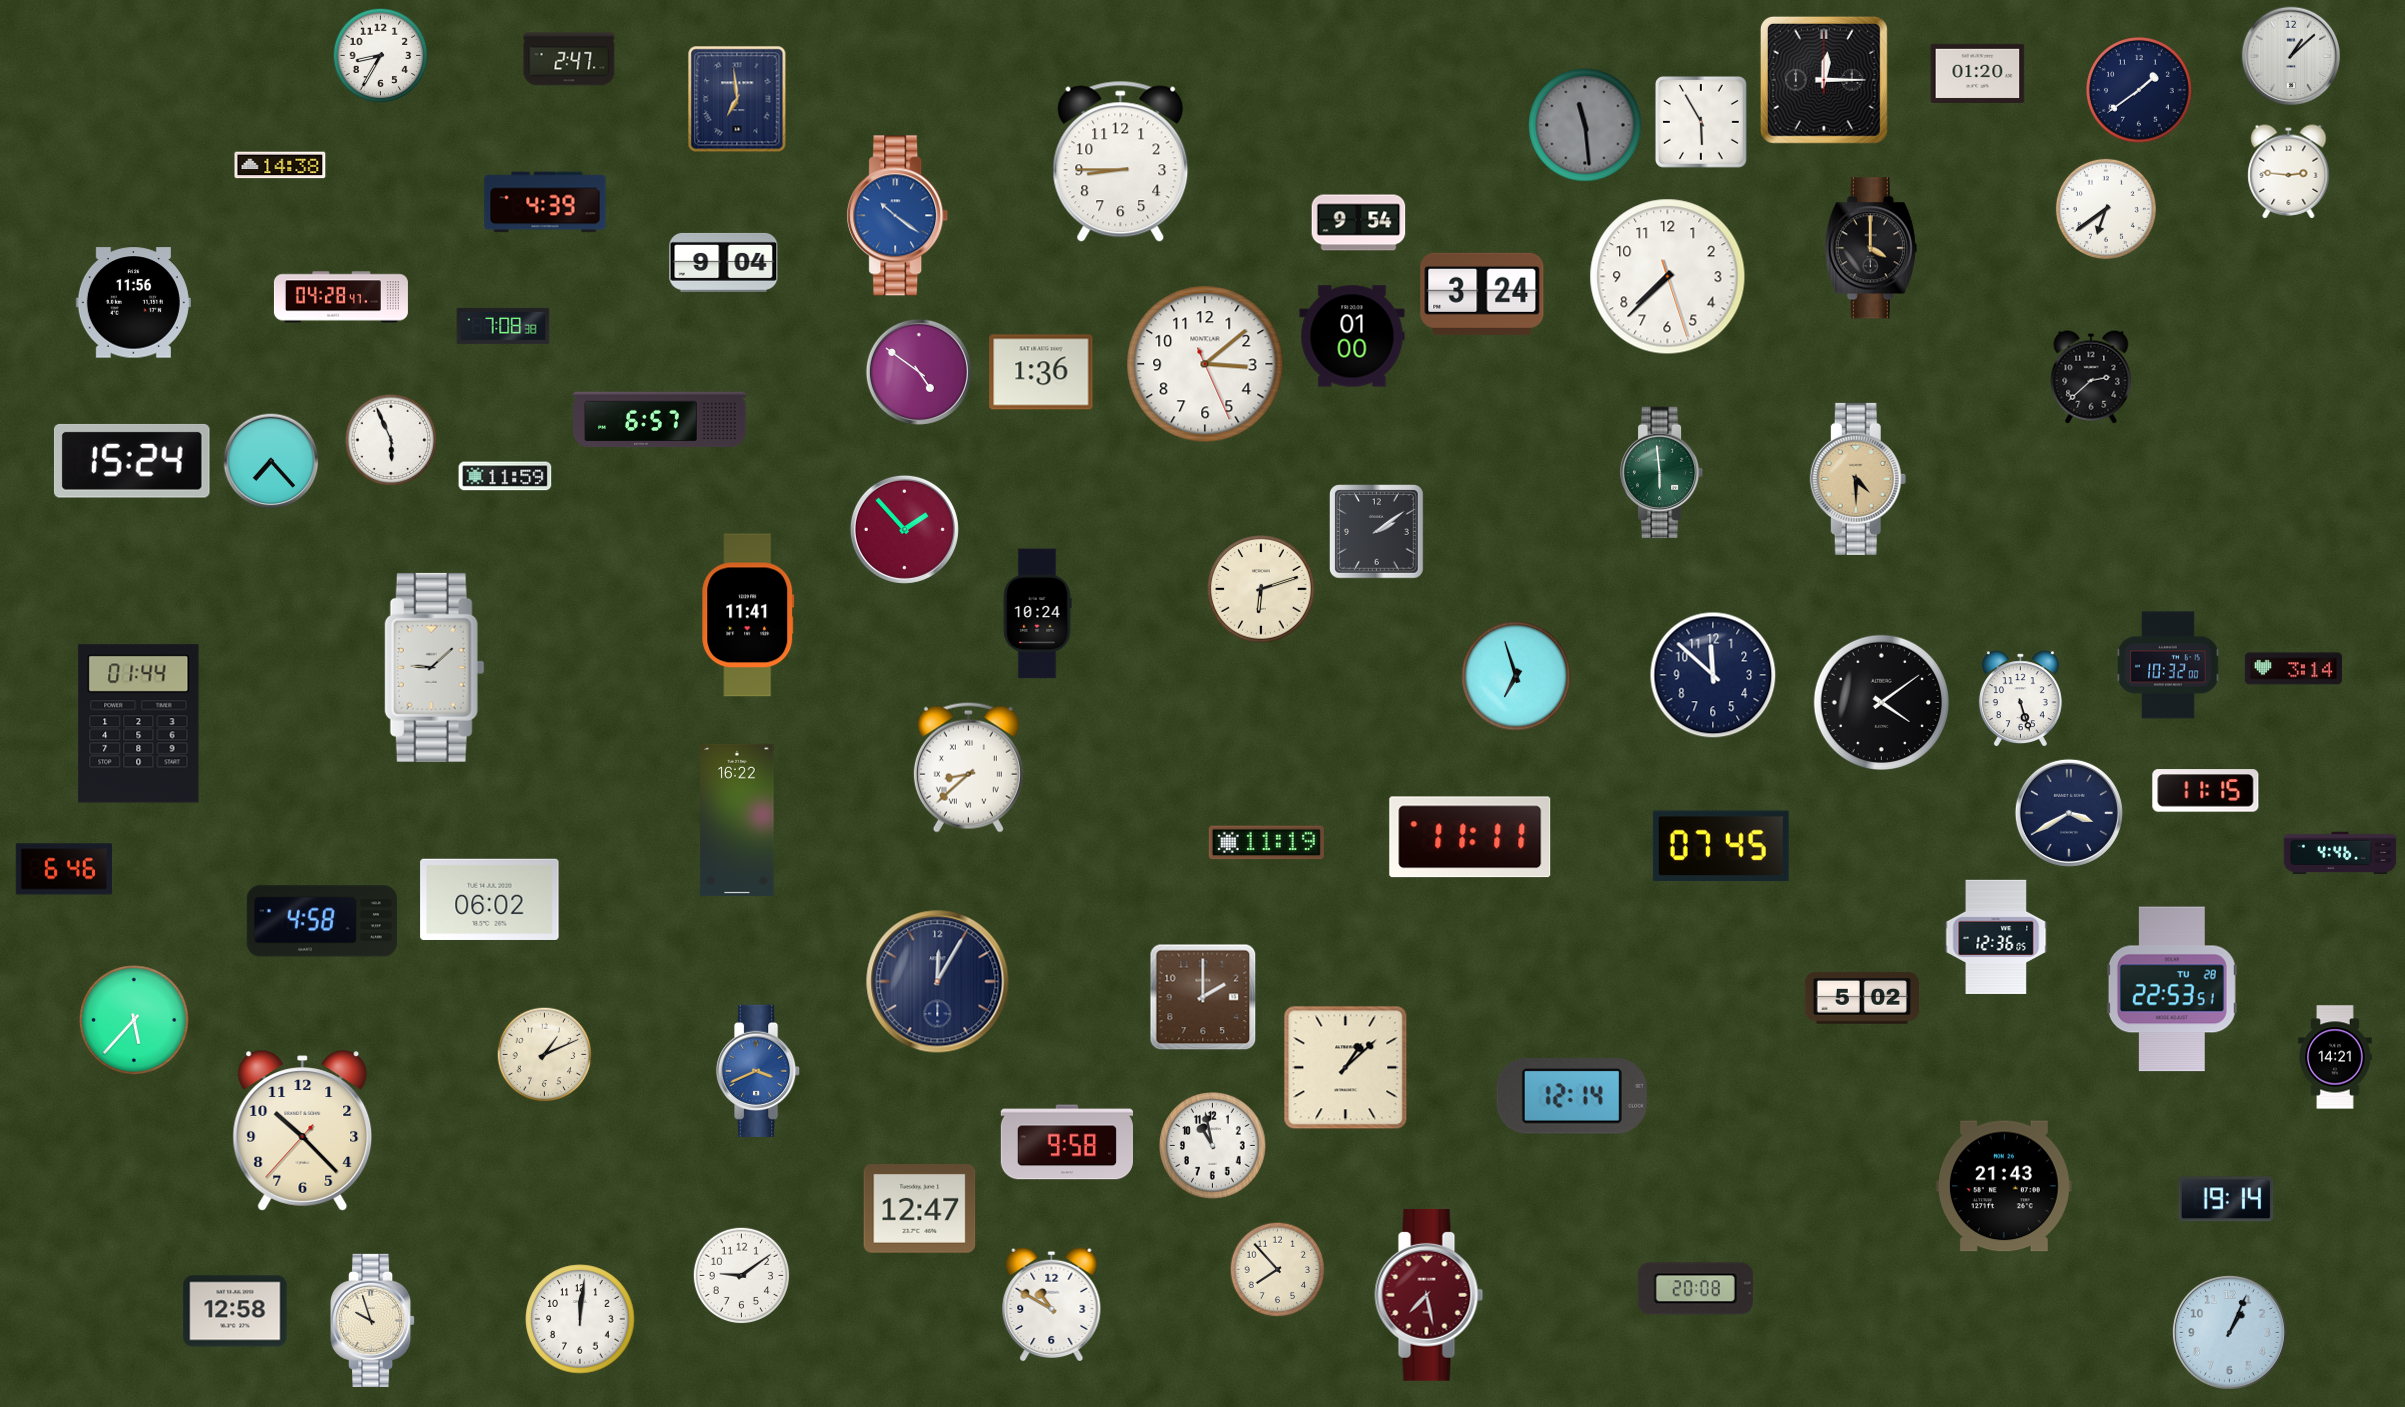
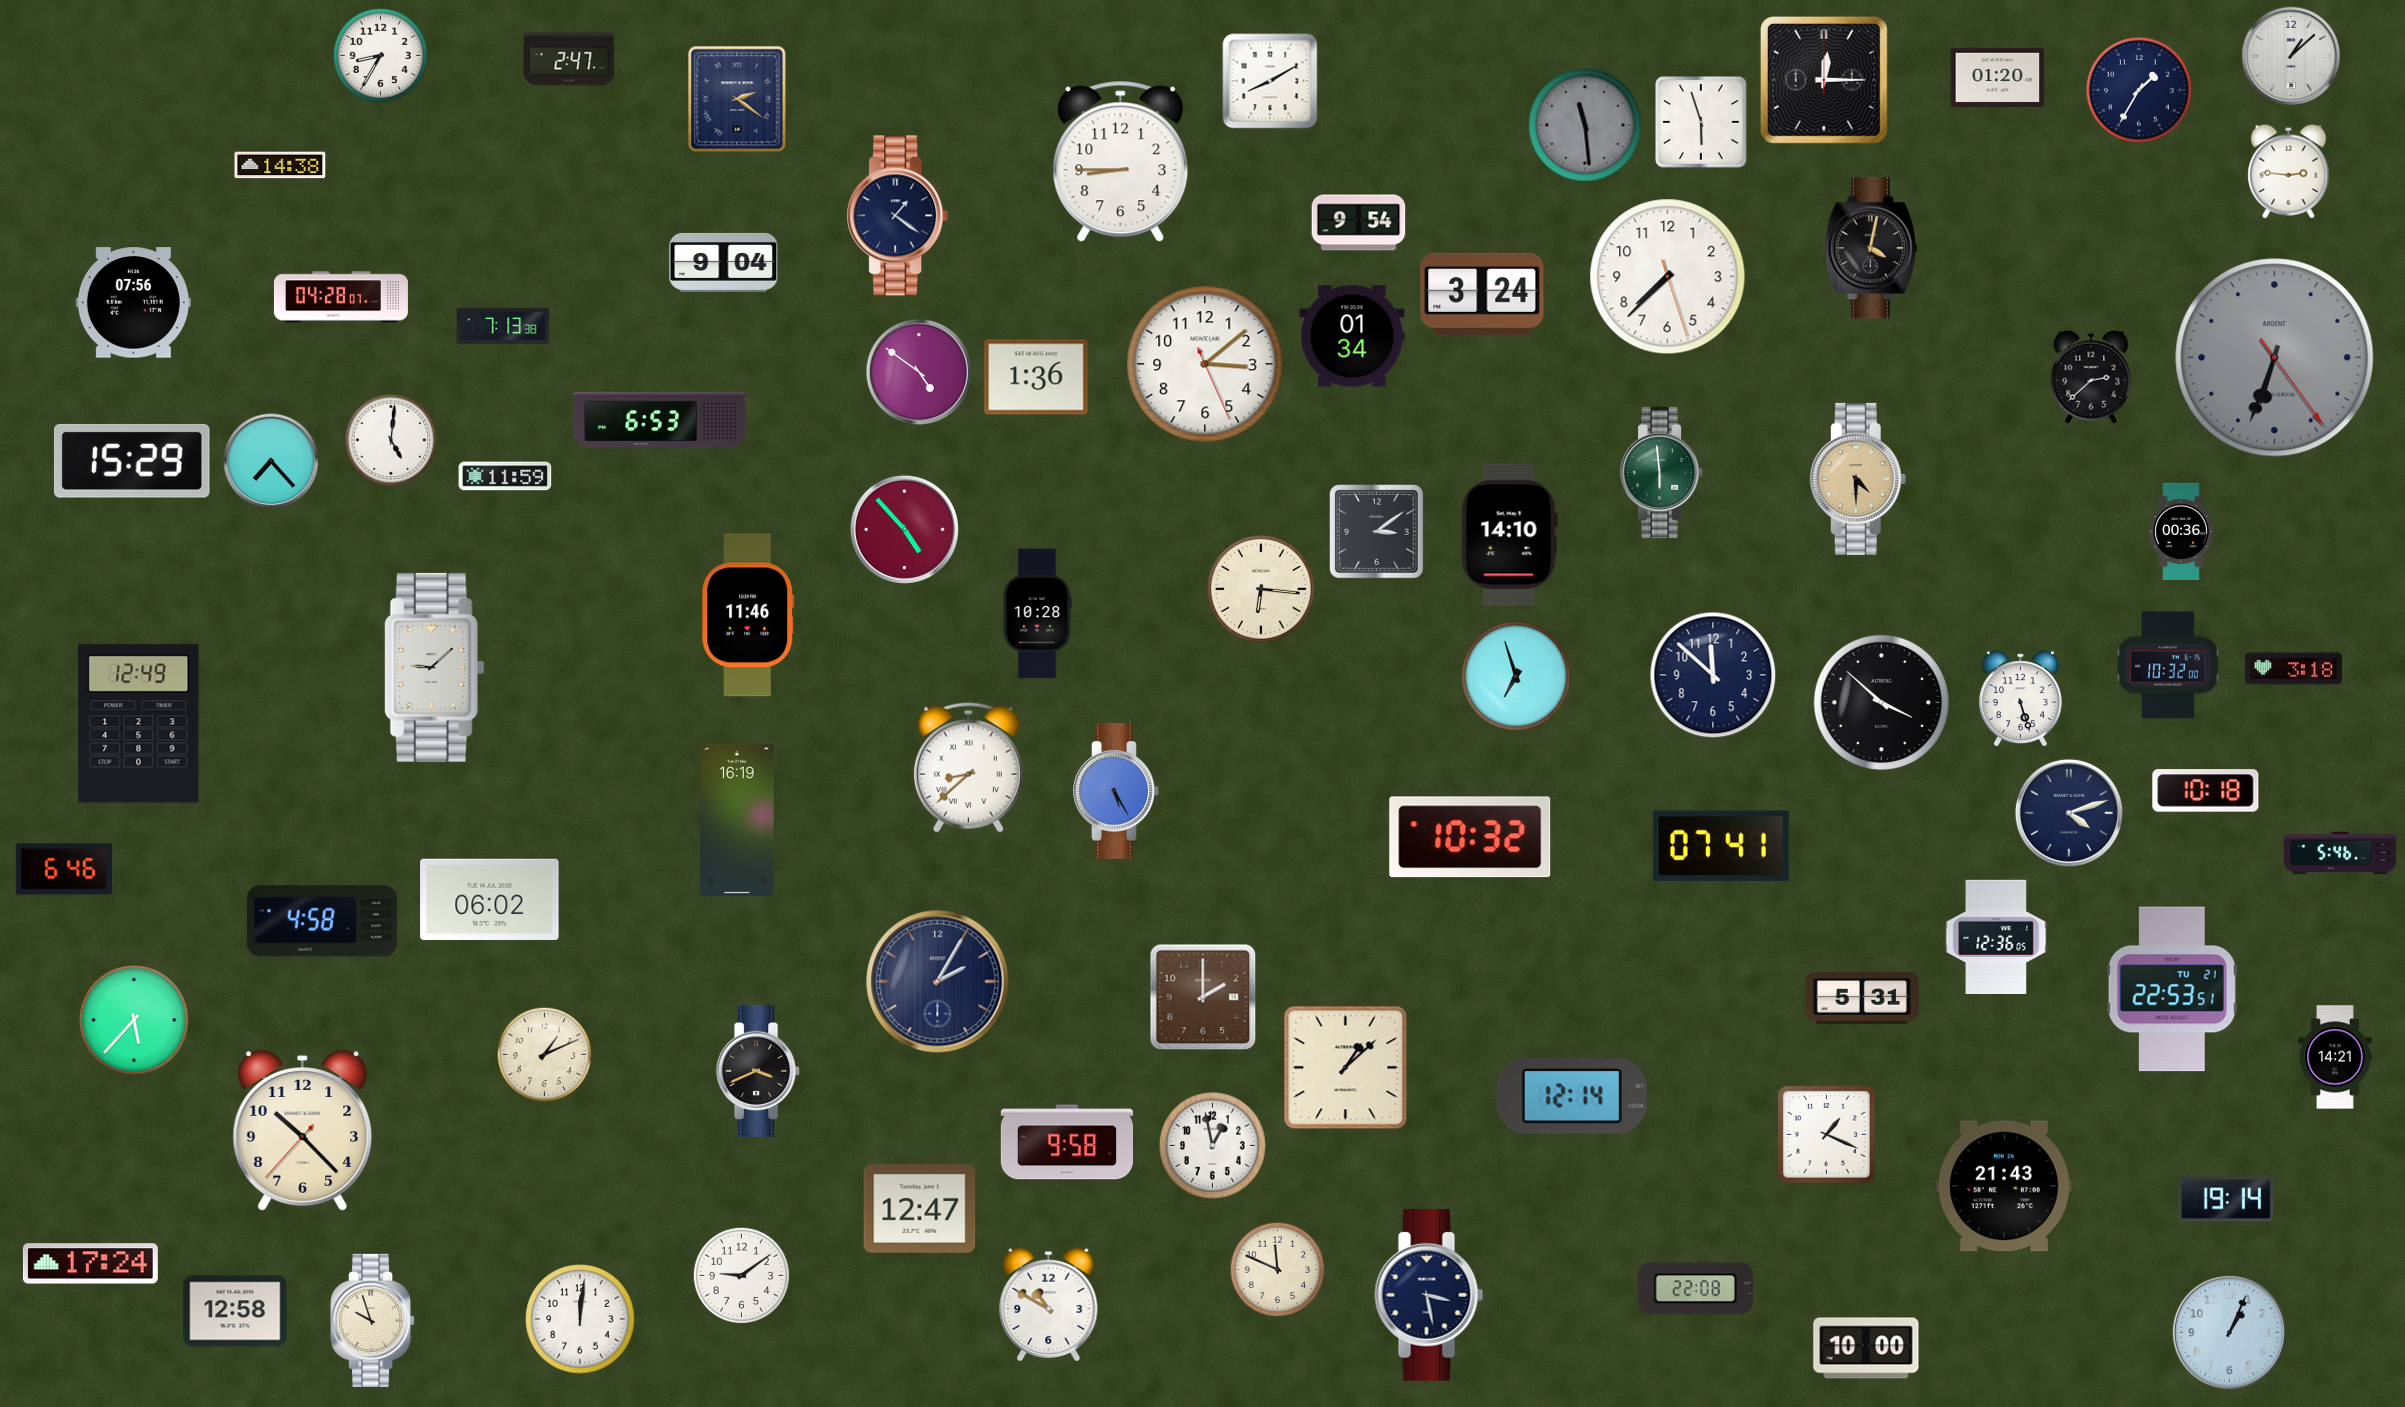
clock at (1978, 73) position: (1978, 73) -> (1998, 77)
clock at (1270, 81): none -> 8:10
clock at (2140, 91): 1:39 -> 1:35
clock at (737, 99): 6:59 -> 2:21
clock at (1701, 122): 5:55 -> 5:57
clock at (545, 202): 4:39 -> none
clock at (2106, 209): 6:39 -> none
clock at (898, 216): 10:21 -> 1:21
clock at (898, 216) dial: blue -> navy
clock at (1871, 248): 4:00 -> 4:02
clock at (341, 297): 04:28:47 -> 04:28:07
clock at (133, 303): 11:56 -> 07:56
clock at (503, 326): 7:08 -> 7:13
clock at (1352, 336): 01:00 -> 01:34
clock at (2275, 358): none -> 6:33
clock at (1041, 372) position: (1041, 372) -> (1036, 377)
clock at (660, 420): 6:57 -> 6:53
clock at (391, 440): 5:56 -> 5:01
clock at (132, 461): 15:24 -> 15:29
clock at (904, 529): 1:53 -> 4:53
clock at (2181, 531): none -> 00:36
clock at (1377, 532): 2:09 -> 3:09
clock at (1509, 535): none -> 14:10
clock at (1261, 589): 6:12 -> 6:16
clock at (1037, 614): 10:24 -> 10:28
clock at (748, 615): 11:41 -> 11:46
clock at (2293, 669): 3:14 -> 3:18
clock at (1881, 702): 4:09 -> 3:52
clock at (139, 724): 01:44 -> 12:49
clock at (1116, 791): none -> 5:25
clock at (2206, 791): 11:15 -> 10:18
clock at (2069, 813): 3:40 -> 4:12
clock at (737, 820): 16:22 -> 16:19
clock at (1470, 837): 11:11 -> 10:32
clock at (1266, 843): 11:19 -> none
clock at (1721, 846): 07:45 -> 07:41
clock at (2340, 853): 4:46 -> 5:46
clock at (938, 982): 12:05 -> 2:05
clock at (2172, 989) date: TU 28 -> TU 21
clock at (1861, 998): 5:02 -> 5:31
clock at (759, 1071) dial: blue -> black
clock at (1826, 1134): none -> 1:19
clock at (1213, 1146): 10:58 -> 12:58
clock at (90, 1264): none -> 17:24
clock at (1278, 1270): 7:53 -> 11:49
clock at (1695, 1289): 20:08 -> 22:08
clock at (1429, 1295): 7:28 -> 3:28
clock at (1429, 1295) dial: burgundy -> navy
clock at (1052, 1304) position: (1052, 1304) -> (1049, 1304)
clock at (1866, 1348): none -> 10:00
